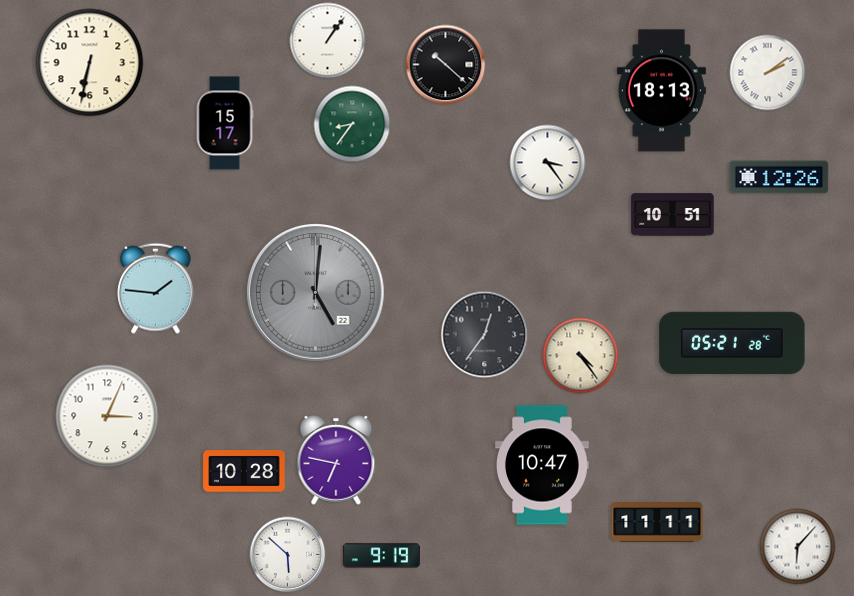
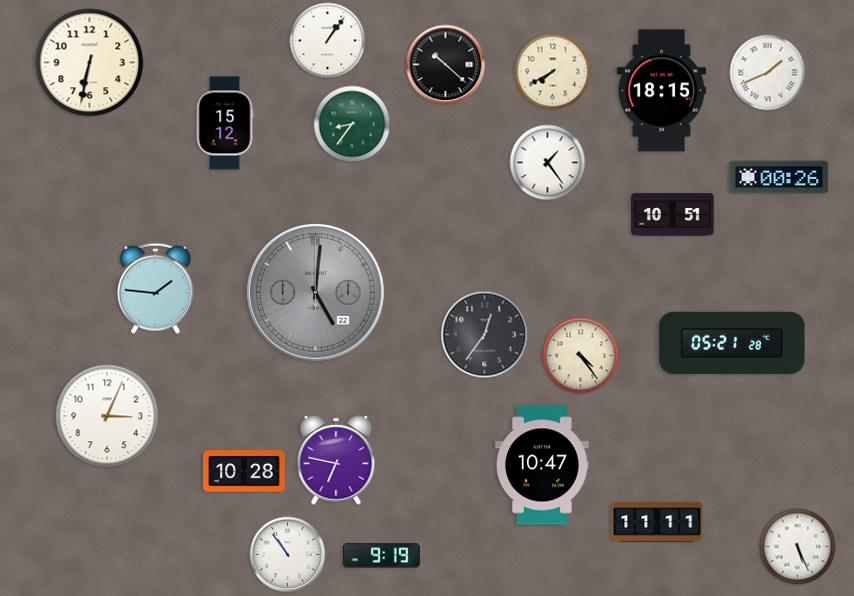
clock at (553, 72): none -> 7:40
clock at (768, 73): 2:09 -> 1:41
clock at (661, 91): 18:13 -> 18:15
clock at (225, 123): 15:17 -> 15:12
clock at (548, 163): 3:24 -> 1:24
clock at (779, 177): 12:26 -> 00:26
clock at (798, 547): 6:07 -> 5:26
clock at (288, 555): 5:52 -> 10:54
